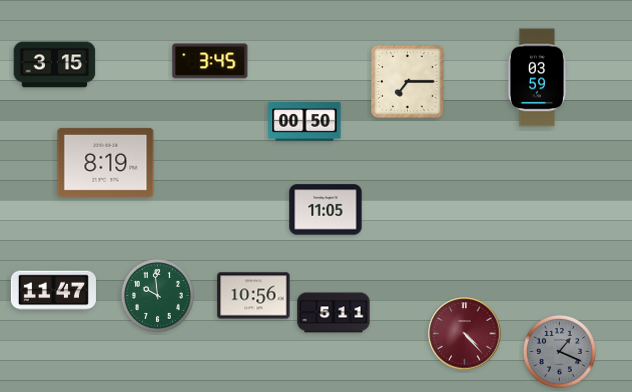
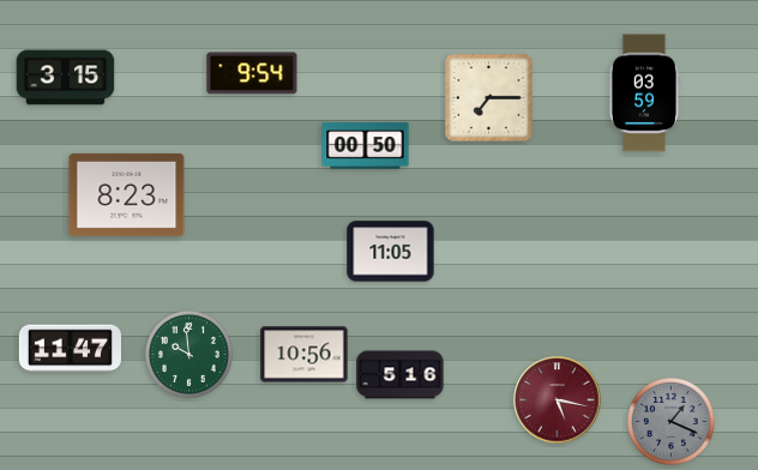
clock at (210, 61): 3:45 -> 9:54
clock at (106, 162): 8:19 -> 8:23
clock at (53, 291) position: (53, 291) -> (70, 349)
clock at (334, 313): 5:11 -> 5:16
clock at (465, 334): 4:23 -> 5:17
